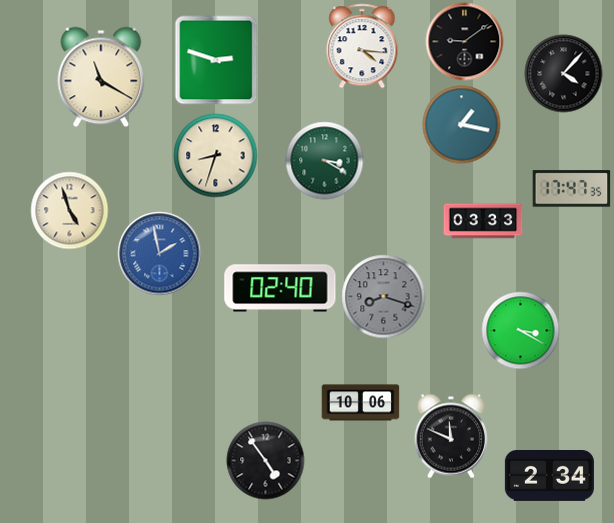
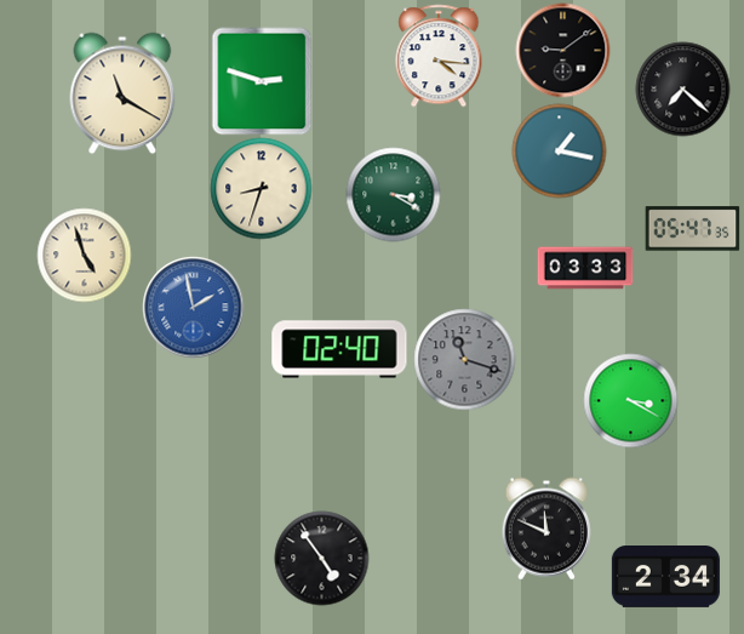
clock at (216, 60) position: (216, 60) -> (262, 81)
clock at (563, 73): 4:07 -> 7:22
clock at (571, 189): 17:47 -> 05:47
clock at (383, 296): 8:18 -> 11:18
clock at (360, 403): 10:06 -> none
